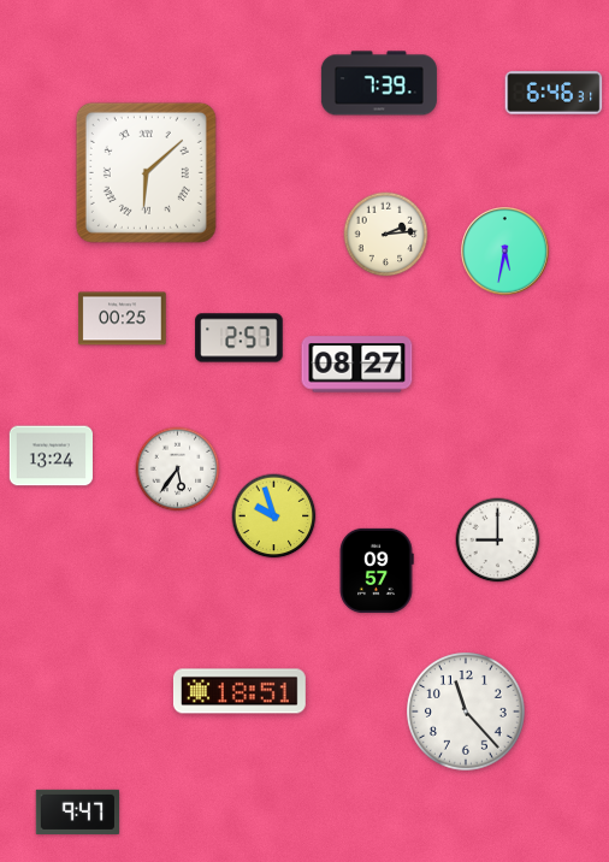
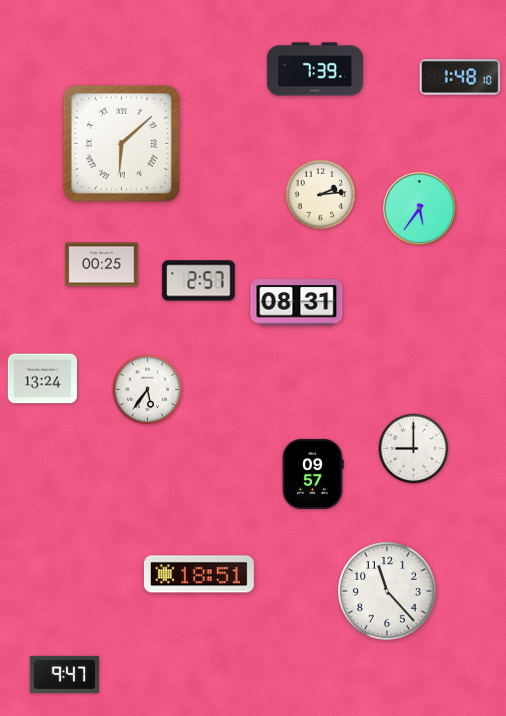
clock at (554, 93): 6:46 -> 1:48
clock at (505, 252): 5:32 -> 5:36
clock at (357, 365): 08:27 -> 08:31
clock at (274, 516): 9:57 -> none
